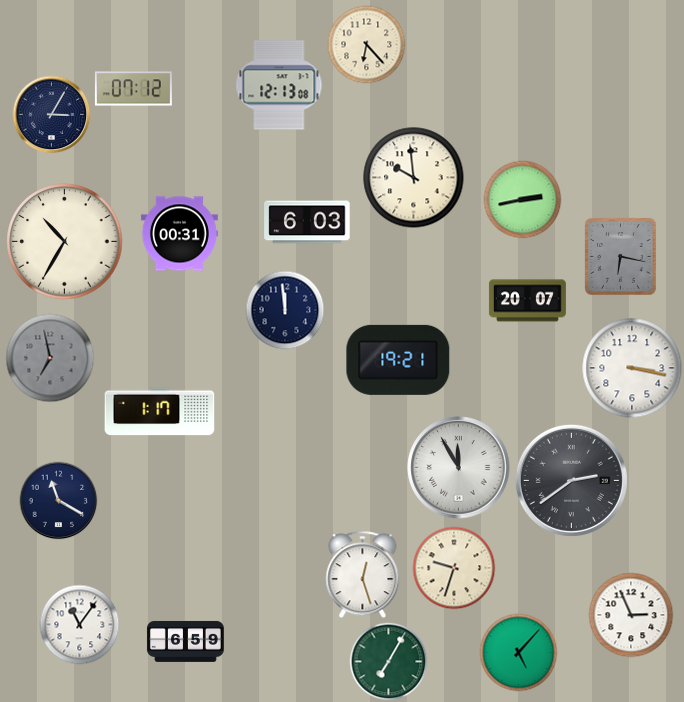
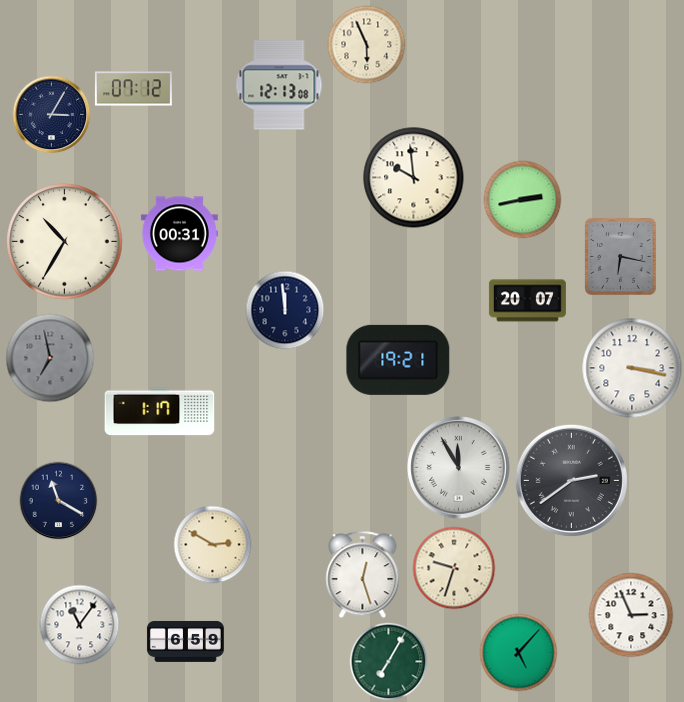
clock at (366, 44): 6:23 -> 5:56
clock at (307, 222): 6:03 -> none
clock at (212, 544): none -> 2:50
